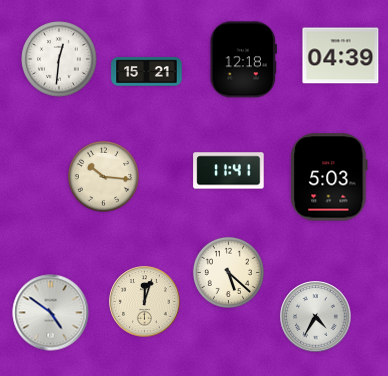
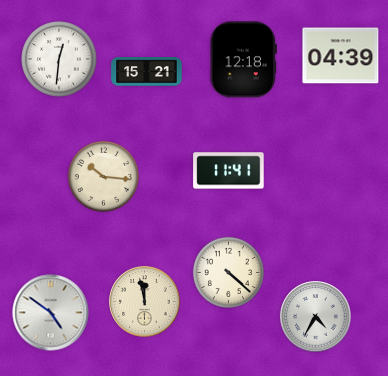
clock at (329, 177): 5:03 -> none
clock at (228, 272): 5:22 -> 4:22
clock at (145, 302): 12:03 -> 11:58
